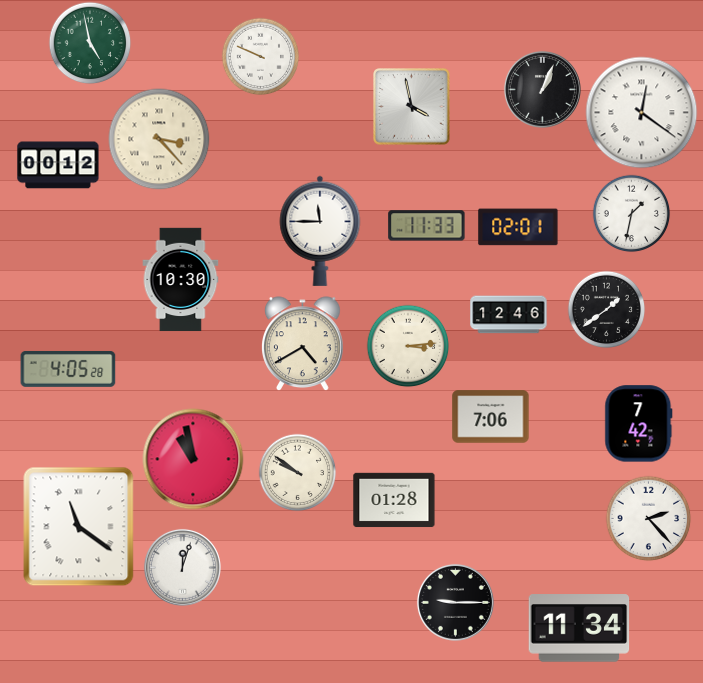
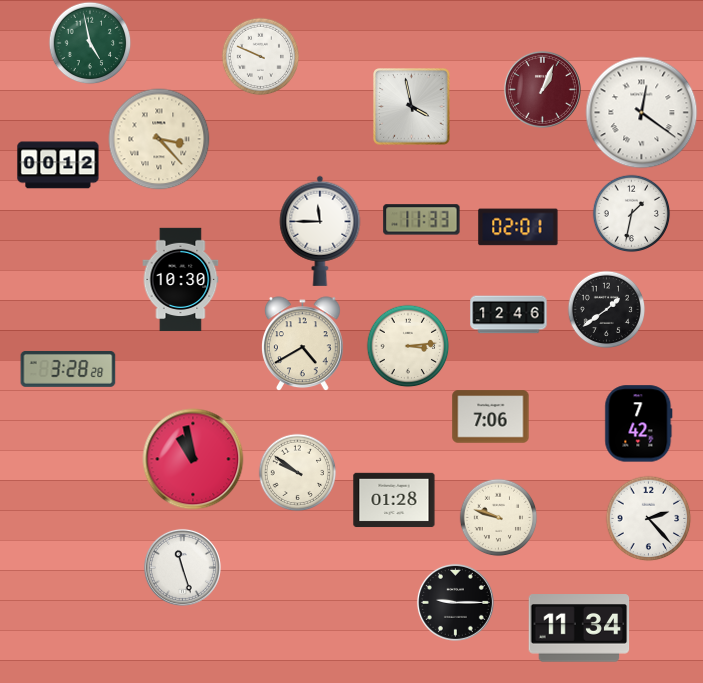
clock at (542, 89) dial: black -> burgundy
clock at (427, 226) position: (427, 226) -> (422, 220)
clock at (68, 369): 4:05 -> 3:28
clock at (498, 517): none -> 9:48
clock at (79, 527): 11:21 -> none
clock at (182, 567): 12:03 -> 11:27
